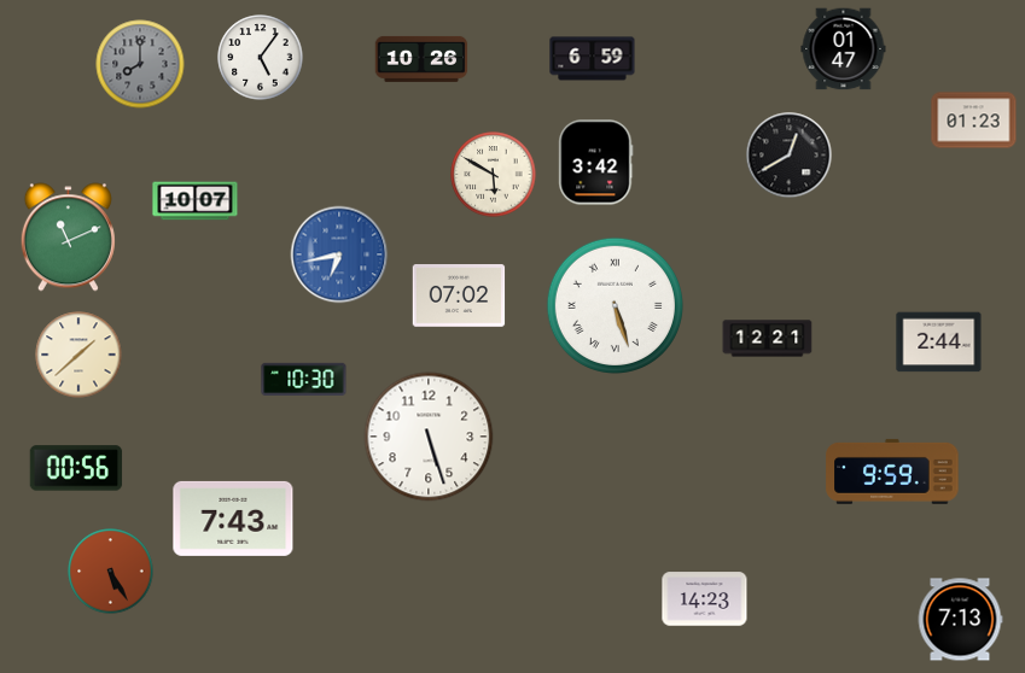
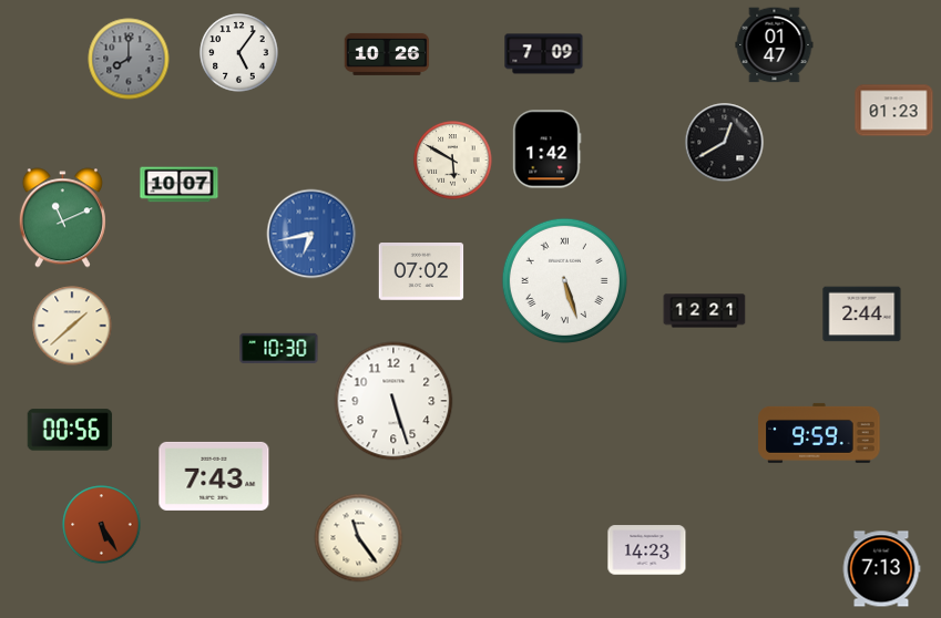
clock at (593, 59): 6:59 -> 7:09
clock at (596, 163): 3:42 -> 1:42
clock at (359, 538): none -> 11:24
